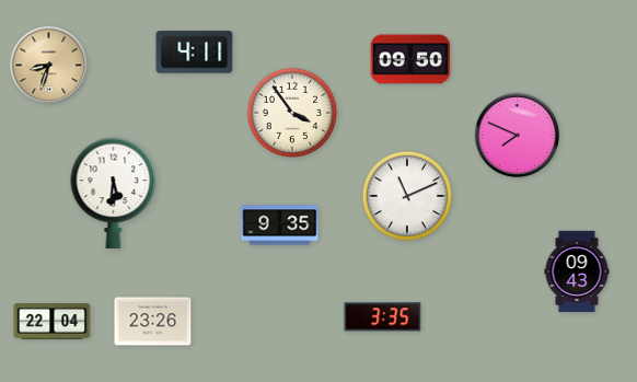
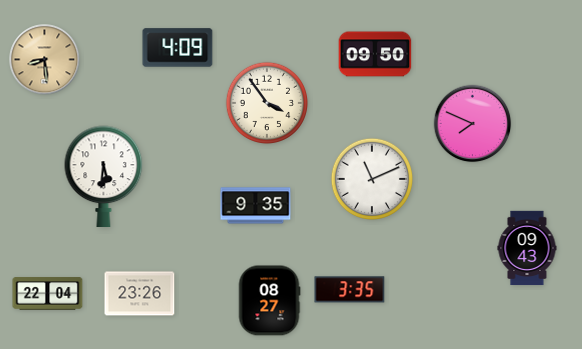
clock at (195, 53): 4:11 -> 4:09
clock at (49, 66): 8:33 -> 8:29
clock at (269, 301): none -> 08:27
